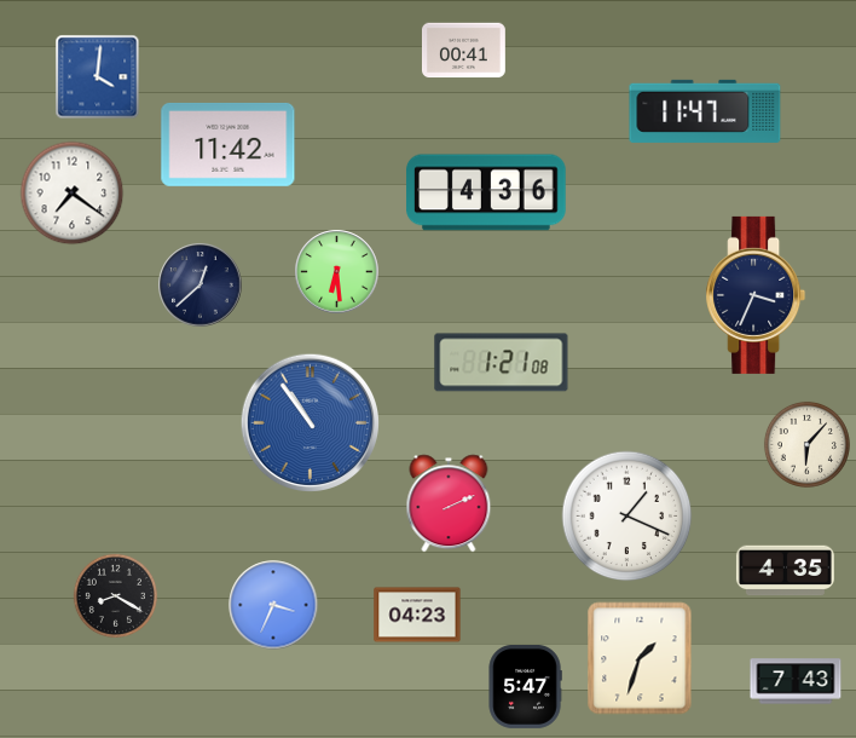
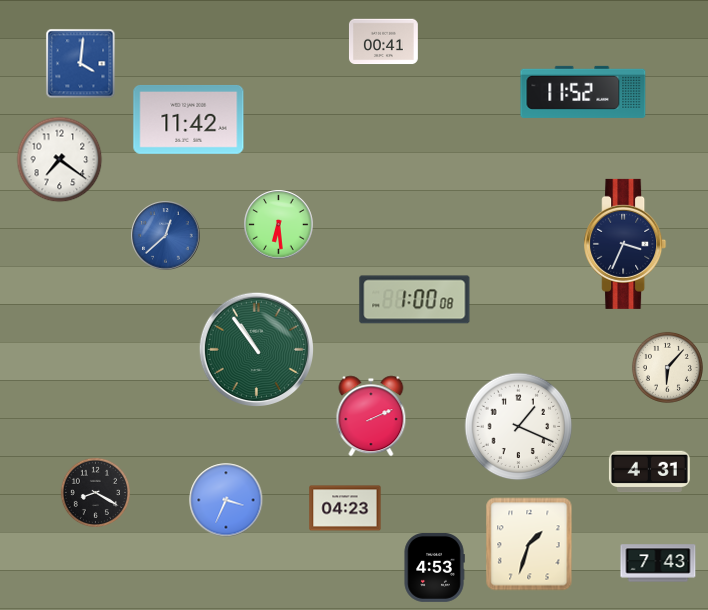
clock at (705, 111): 11:47 -> 11:52
clock at (486, 192): 4:36 -> none
clock at (201, 286) dial: navy -> blue
clock at (502, 363): 1:21 -> 1:00
clock at (310, 422) dial: blue -> green
clock at (785, 571): 4:35 -> 4:31
clock at (525, 687): 5:47 -> 4:53
